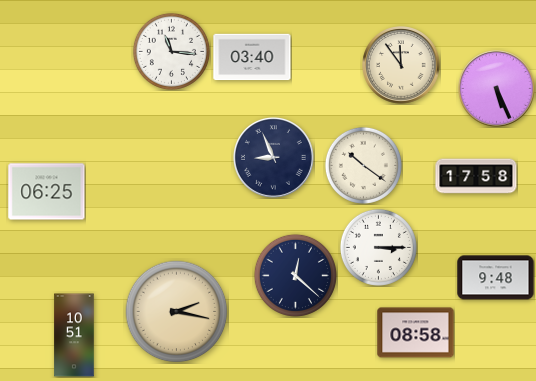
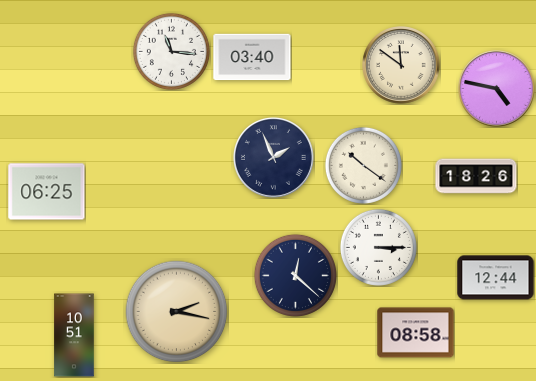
clock at (401, 65): 11:54 -> 11:51
clock at (497, 89): 5:26 -> 4:47
clock at (273, 157): 8:56 -> 1:56
clock at (476, 176): 17:58 -> 18:26
clock at (496, 278): 9:48 -> 12:44
